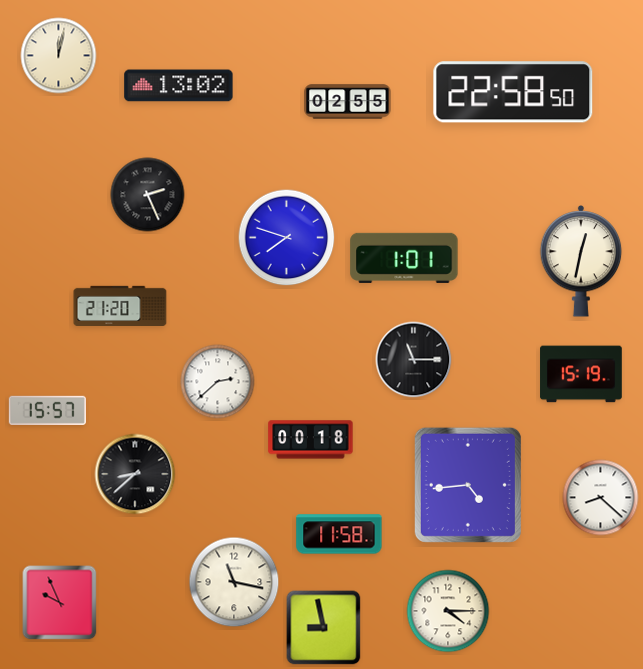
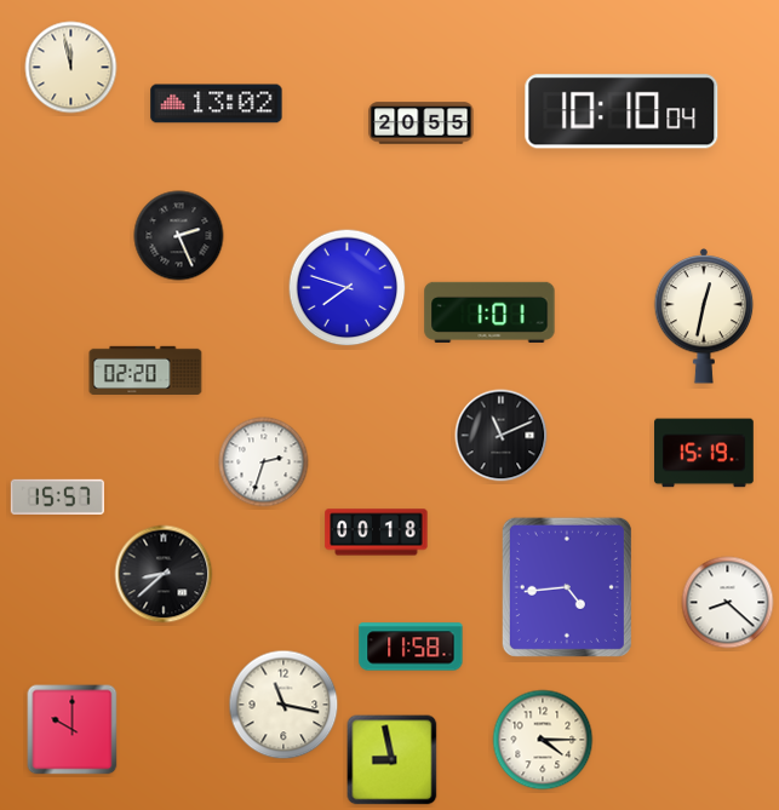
clock at (59, 56): 12:02 -> 11:58
clock at (513, 92): 22:58 -> 10:10
clock at (348, 102): 02:55 -> 20:55
clock at (120, 305): 21:20 -> 02:20
clock at (414, 360): 11:15 -> 11:11
clock at (218, 382): 2:38 -> 2:33
clock at (60, 603): 9:56 -> 10:00
